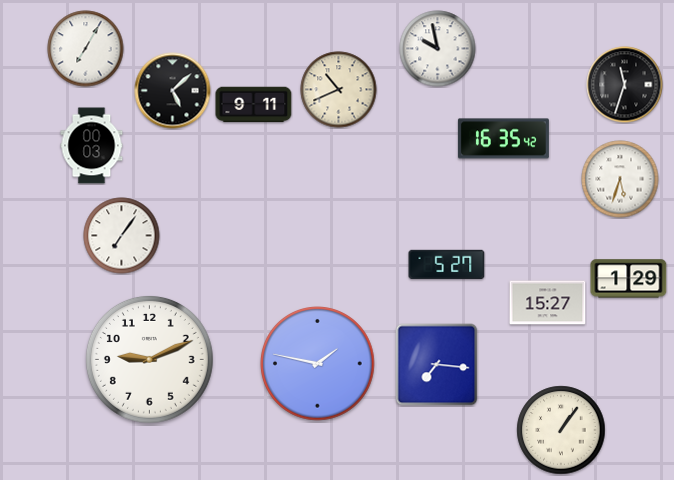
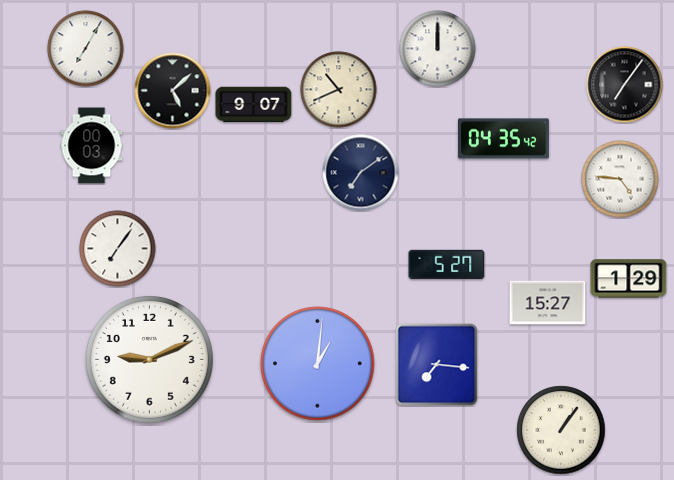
clock at (438, 49): 9:58 -> 12:00
clock at (625, 85): 11:33 -> 7:06
clock at (254, 105): 9:11 -> 9:07
clock at (503, 139): 16:35 -> 04:35
clock at (361, 173): none -> 7:09
clock at (620, 179): 5:33 -> 4:46
clock at (122, 236) position: (122, 236) -> (118, 249)
clock at (318, 364): 1:47 -> 1:01
